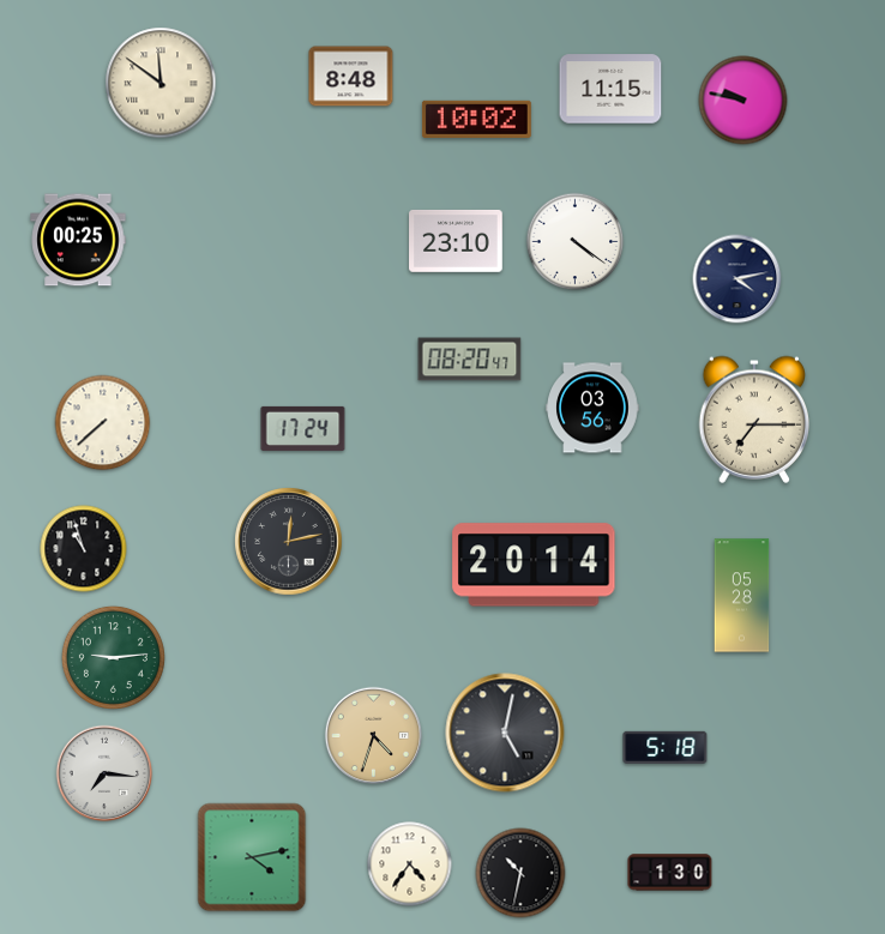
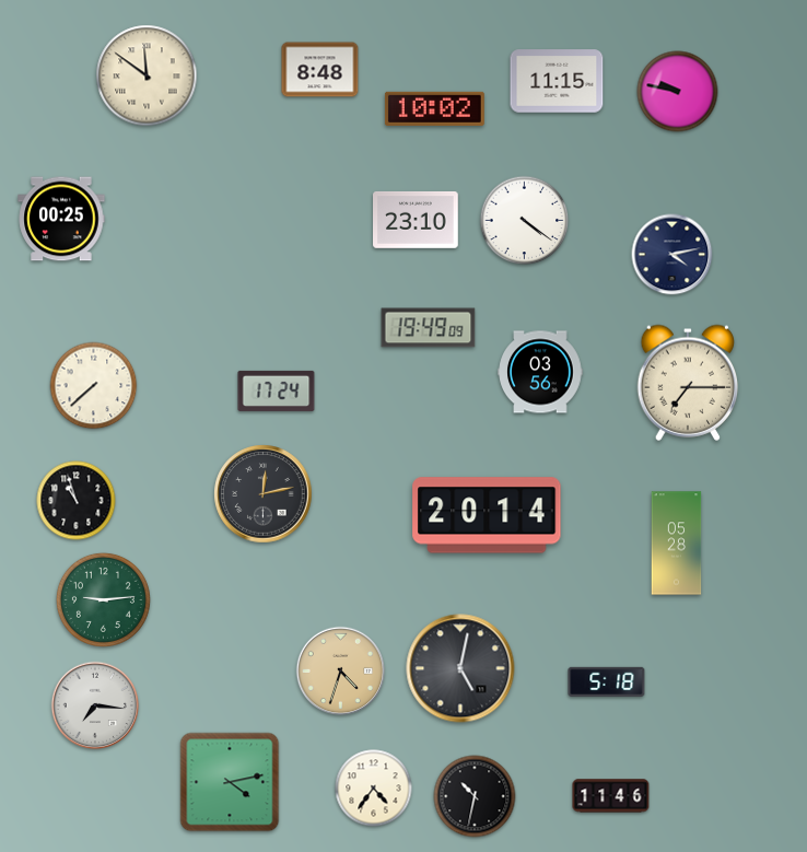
clock at (78, 240) position: (78, 240) -> (61, 219)
clock at (470, 360): 08:20 -> 19:49
clock at (670, 873): 1:30 -> 11:46
